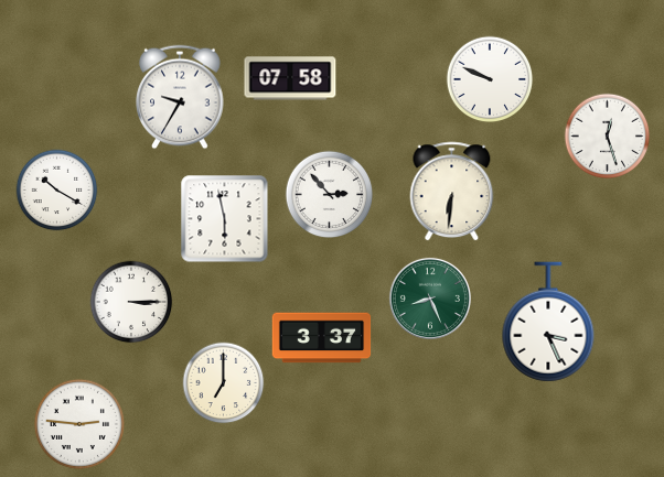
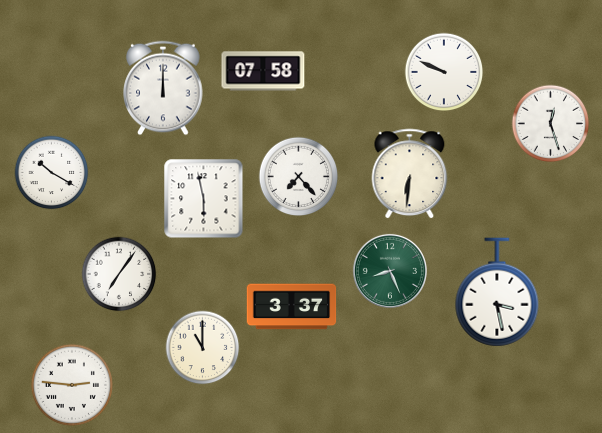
clock at (180, 97): 9:35 -> 12:00
clock at (330, 195): 2:53 -> 7:23
clock at (131, 302): 3:15 -> 7:06
clock at (548, 322): 3:26 -> 3:28
clock at (224, 383): 7:00 -> 11:00
